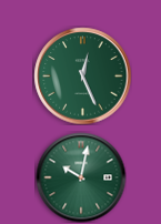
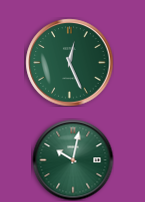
clock at (82, 75) position: (82, 75) -> (69, 62)
